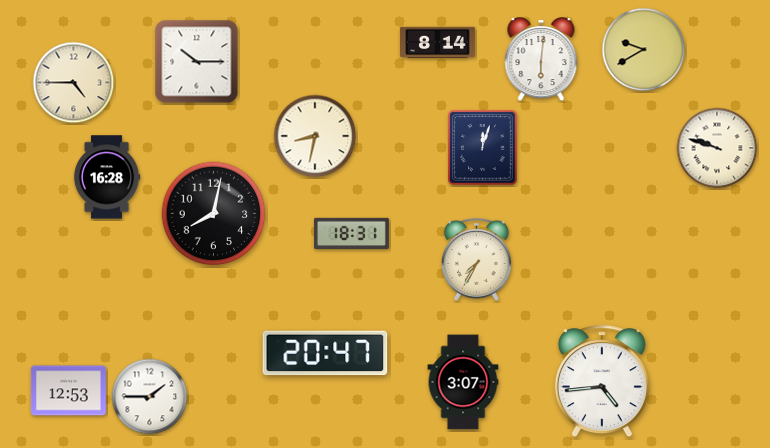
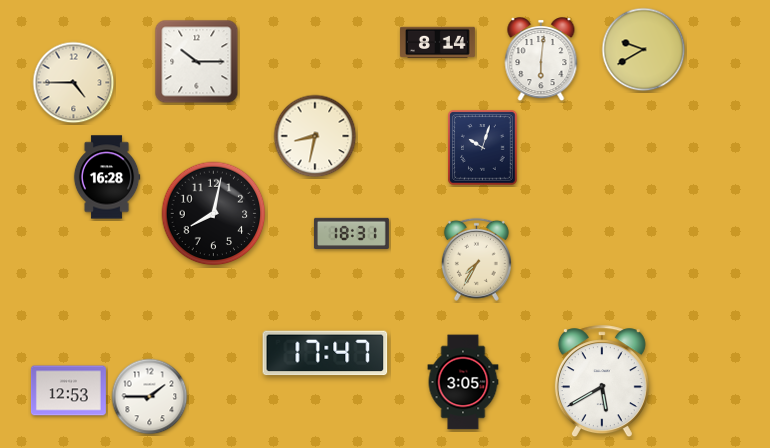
clock at (483, 148): 12:03 -> 10:03
clock at (717, 148): 9:48 -> none
clock at (325, 353): 20:47 -> 17:47
clock at (463, 382): 3:07 -> 3:05
clock at (602, 382): 4:44 -> 5:40
